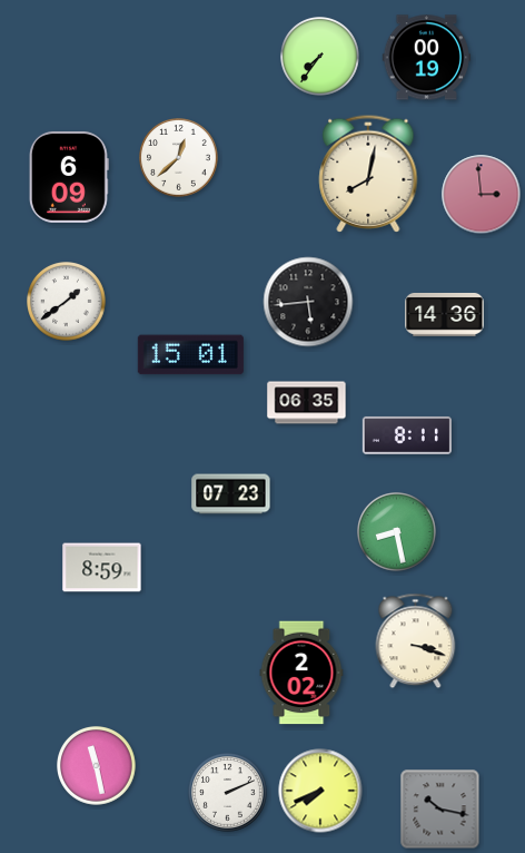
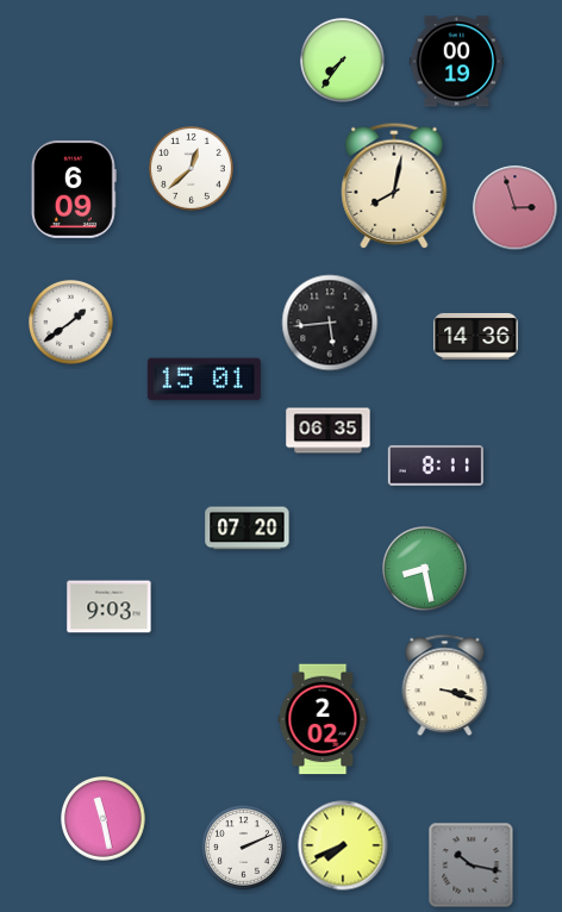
clock at (482, 195): 2:59 -> 2:57
clock at (231, 494): 07:23 -> 07:20
clock at (102, 568): 8:59 -> 9:03
